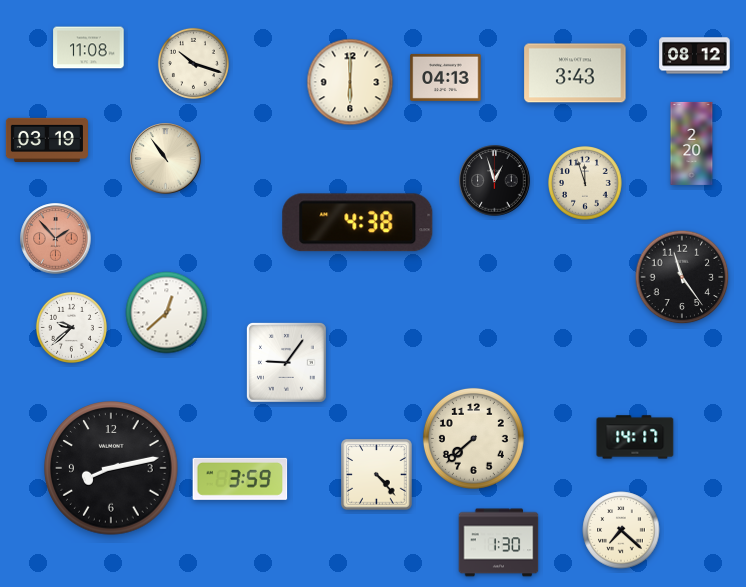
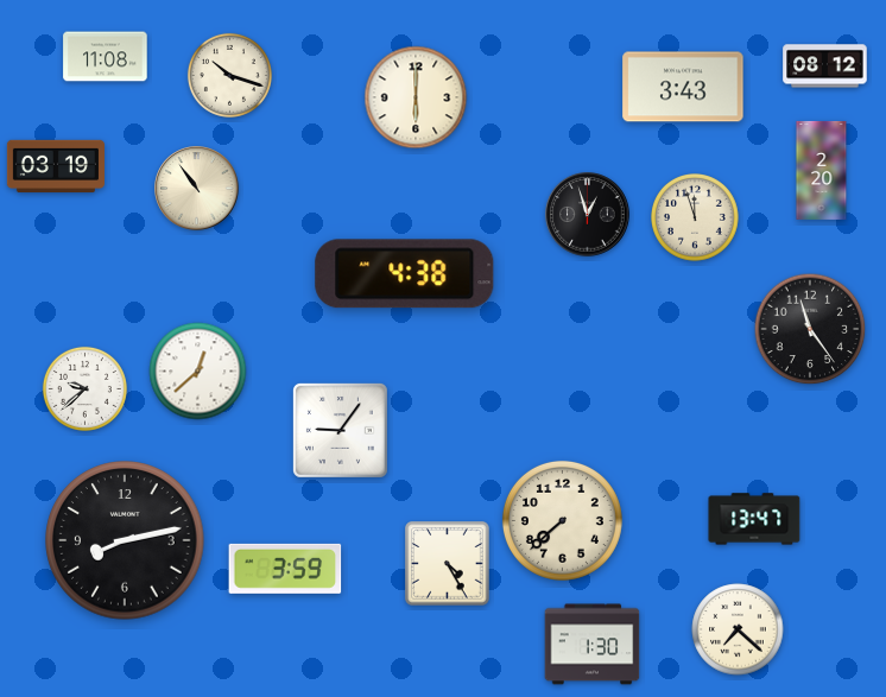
clock at (446, 77): 04:13 -> none
clock at (358, 223) position: (358, 223) -> (405, 274)
clock at (56, 239): 1:53 -> none
clock at (635, 437): 14:17 -> 13:47
clock at (111, 468) position: (111, 468) -> (125, 540)
clock at (377, 475): 4:23 -> 4:25
